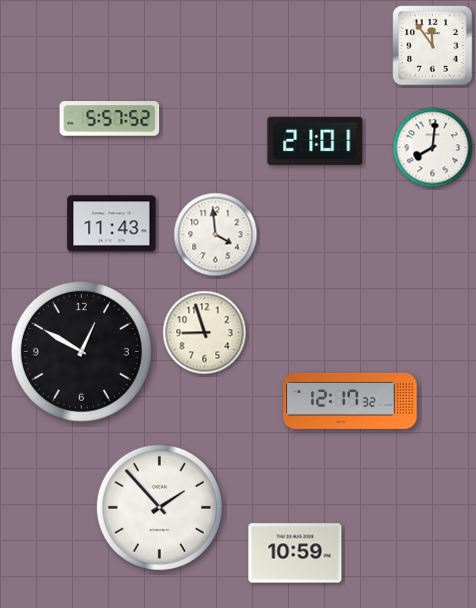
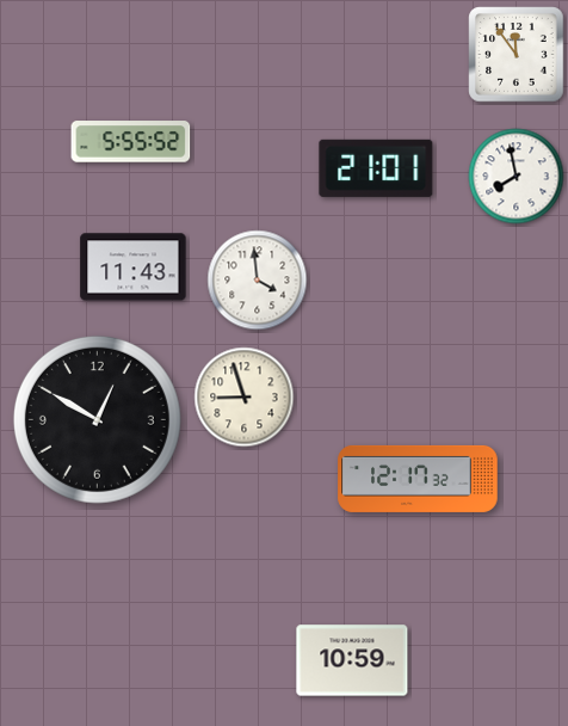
clock at (110, 119): 5:57 -> 5:55
clock at (433, 148): 8:01 -> 7:58
clock at (159, 507): 1:53 -> none
